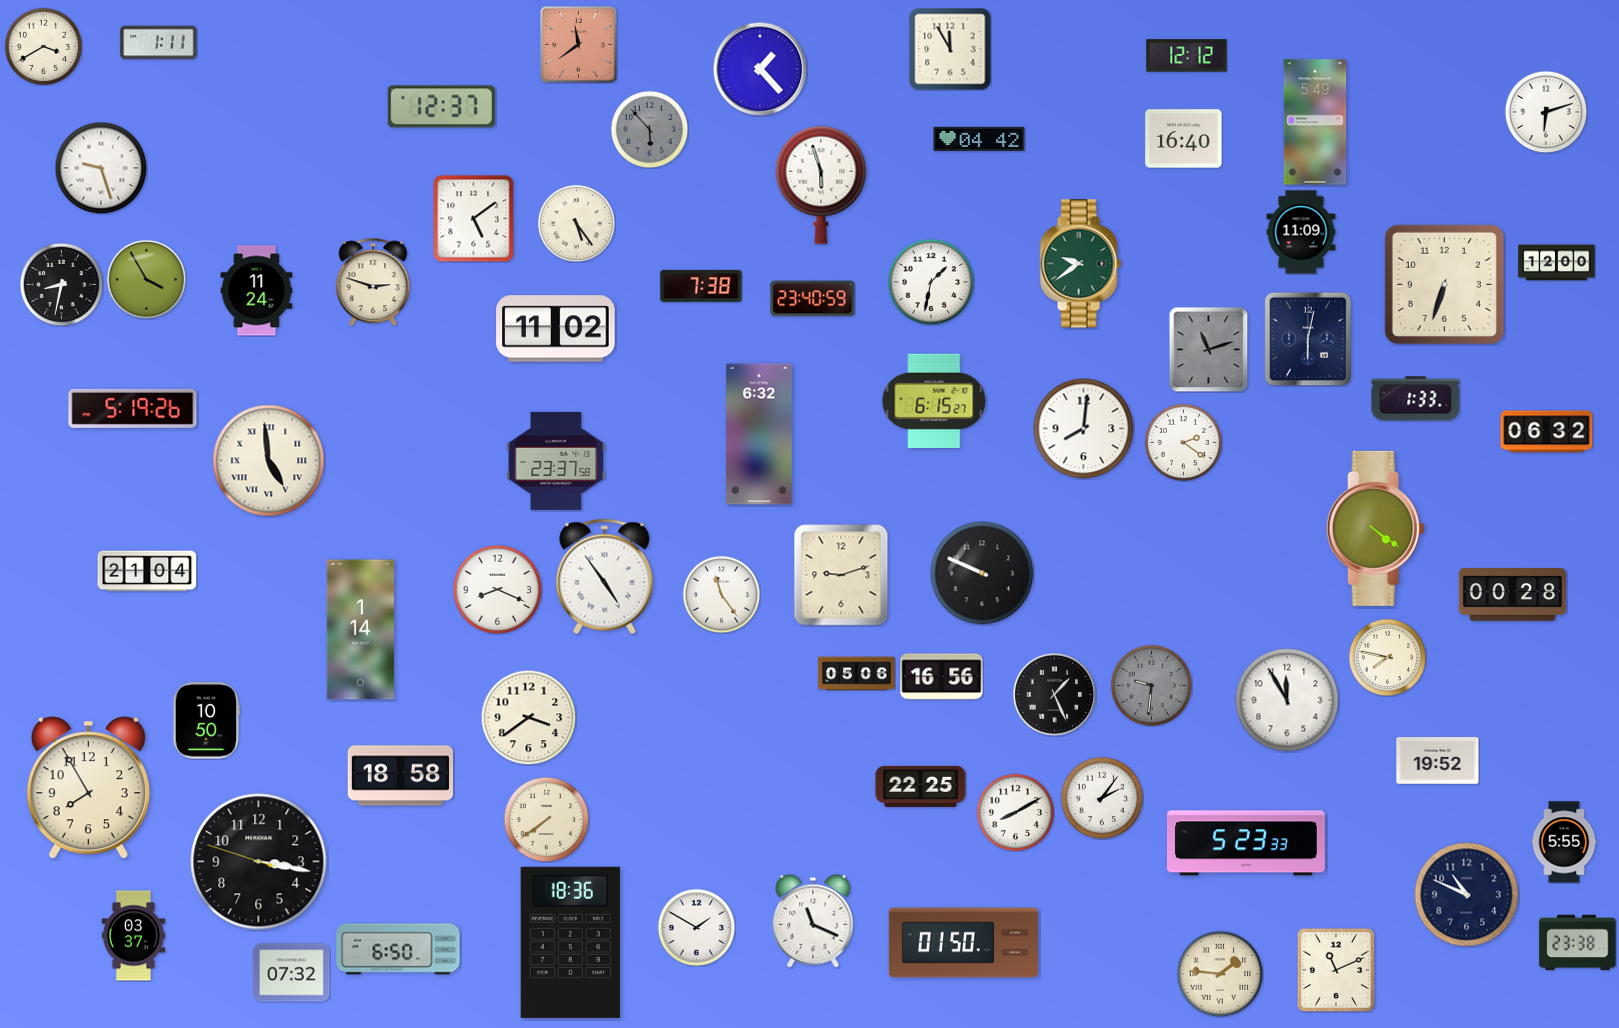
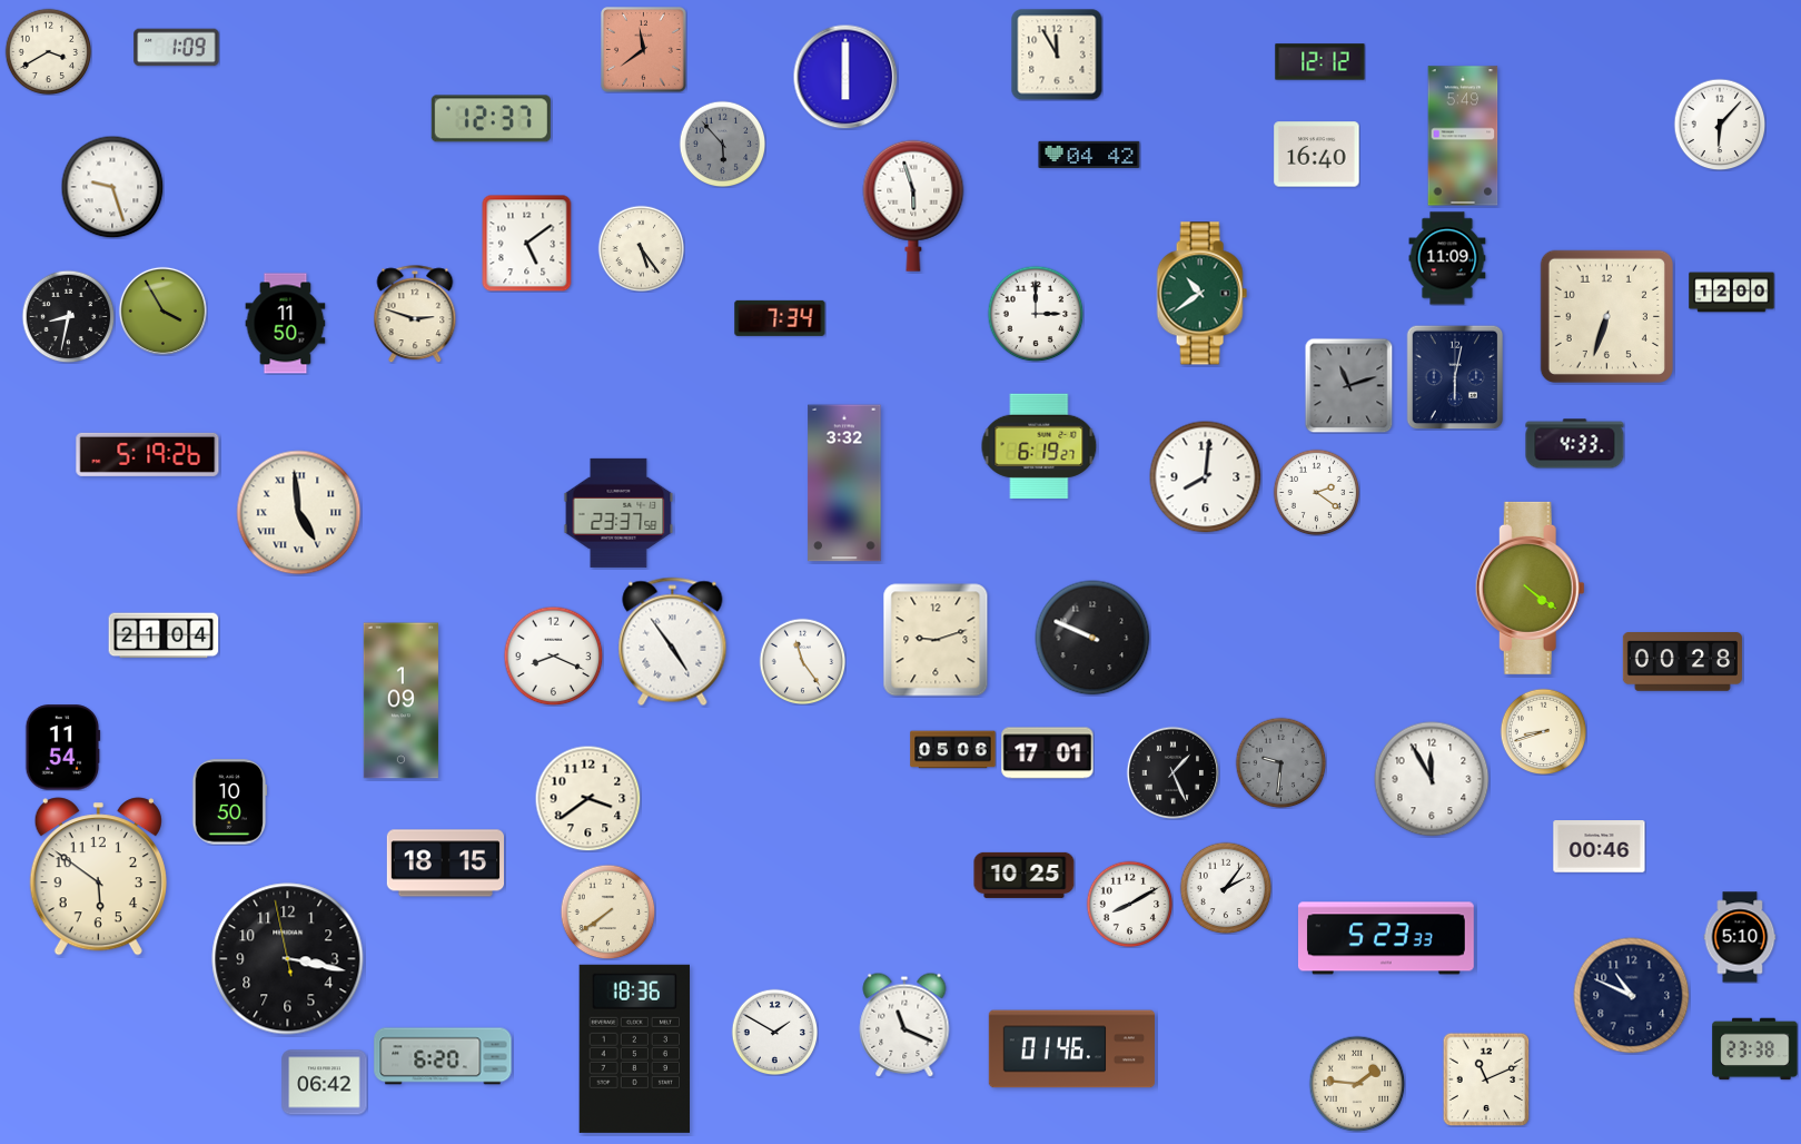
clock at (159, 43): 1:11 -> 1:09
clock at (760, 69): 1:23 -> 6:00
clock at (1546, 112): 6:12 -> 6:07
clock at (1080, 264): 9:39 -> 10:39
clock at (931, 282): 1:32 -> 3:00
clock at (701, 286): 7:38 -> 7:34
clock at (257, 291): 11:24 -> 11:50
clock at (813, 299): 23:40 -> none
clock at (556, 329): 11:02 -> none
clock at (1209, 349) position: (1209, 349) -> (1349, 385)
clock at (1416, 399): 1:33 -> 4:33
clock at (934, 400): 6:15 -> 6:19
clock at (1547, 432): 06:32 -> none
clock at (759, 434): 6:32 -> 3:32
clock at (360, 630): 1:14 -> 1:09
clock at (1387, 657): 7:47 -> 8:42
clock at (62, 748): none -> 11:54
clock at (942, 677): 16:56 -> 17:01
clock at (1438, 761): 19:52 -> 00:46
clock at (400, 776): 18:58 -> 18:15
clock at (921, 786): 22:25 -> 10:25
clock at (88, 788): 7:55 -> 5:51
clock at (1564, 842): 5:55 -> 5:10
clock at (259, 862): 3:16:48 -> 3:16:58
clock at (134, 936): 03:37 -> none
clock at (963, 943): 01:50 -> 01:46
clock at (398, 949): 6:50 -> 6:20
clock at (292, 973): 07:32 -> 06:42
